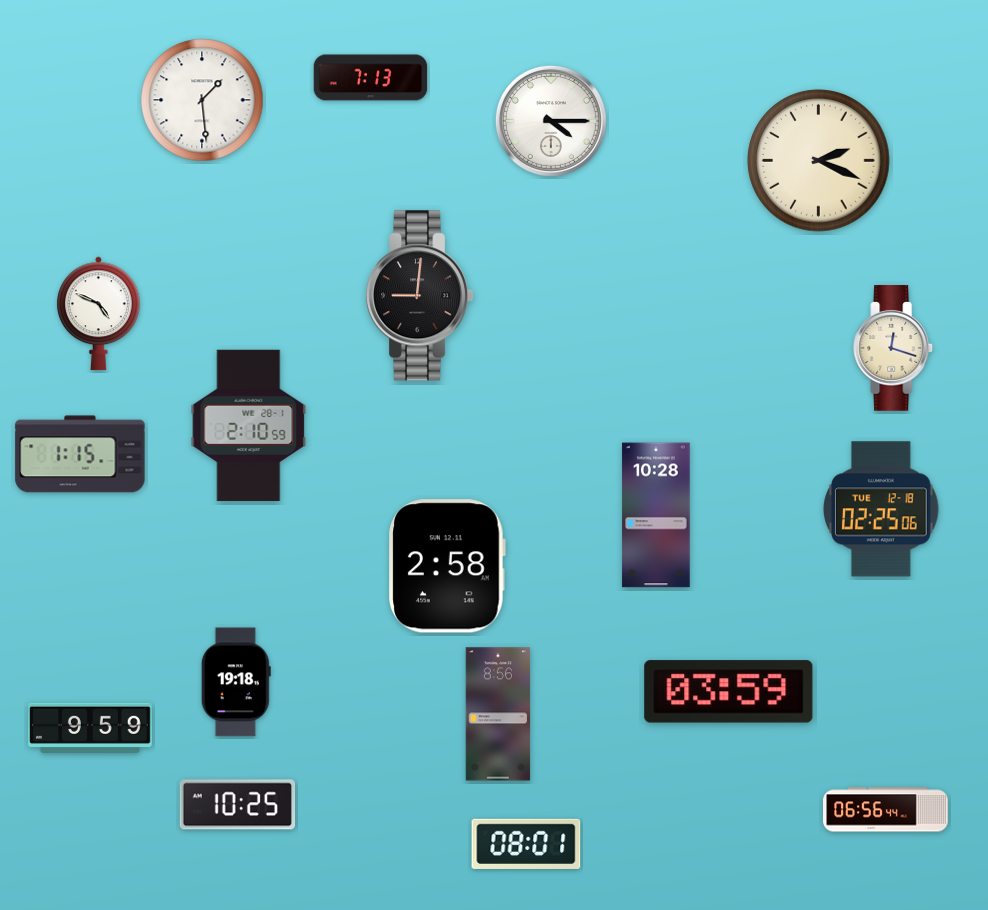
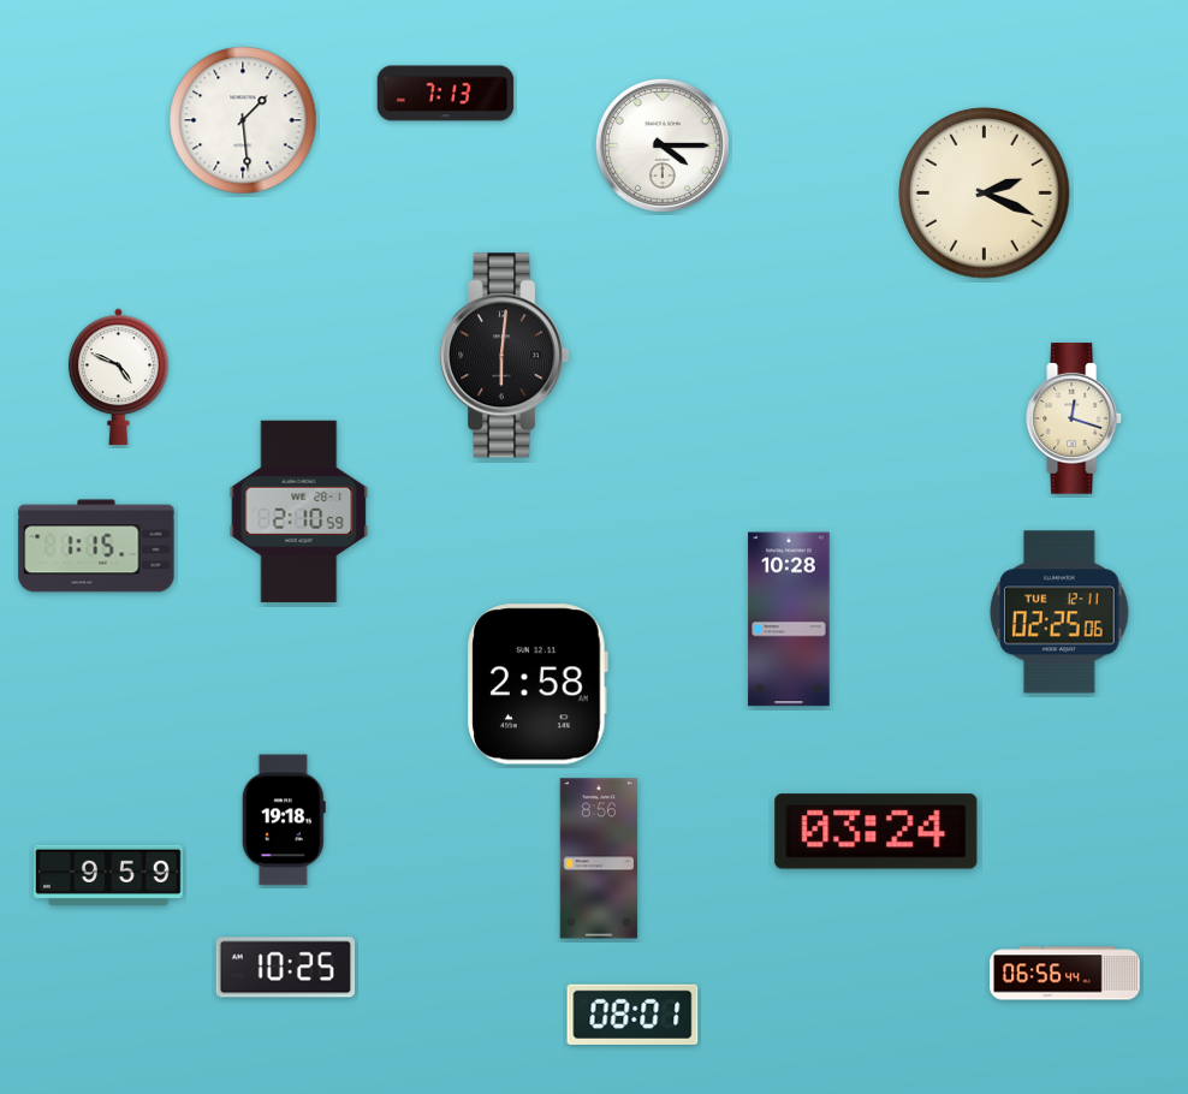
clock at (419, 296): 9:01 -> 6:01
clock at (881, 509) date: TUE 12-18 -> TUE 12-11
clock at (447, 566) position: (447, 566) -> (537, 684)
clock at (729, 692): 03:59 -> 03:24
